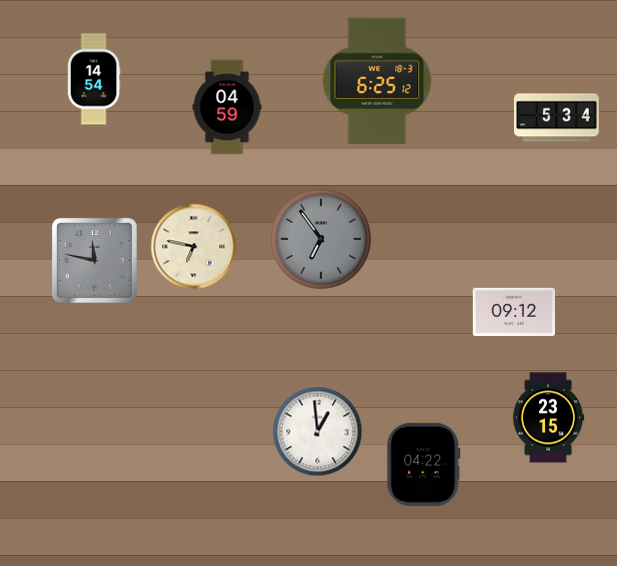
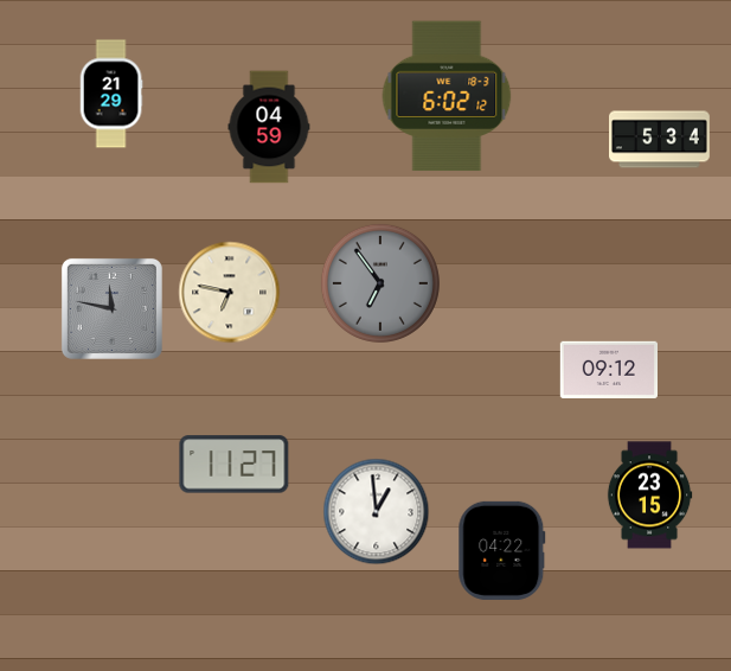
clock at (94, 79): 14:54 -> 21:29
clock at (377, 81): 6:25 -> 6:02
clock at (235, 465): none -> 11:27
